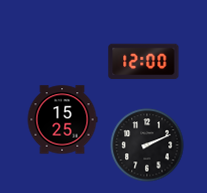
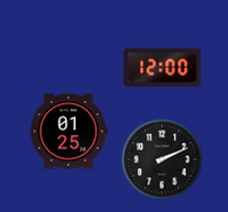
clock at (144, 62) position: (144, 62) -> (163, 68)
clock at (62, 120): 15:25 -> 01:25
